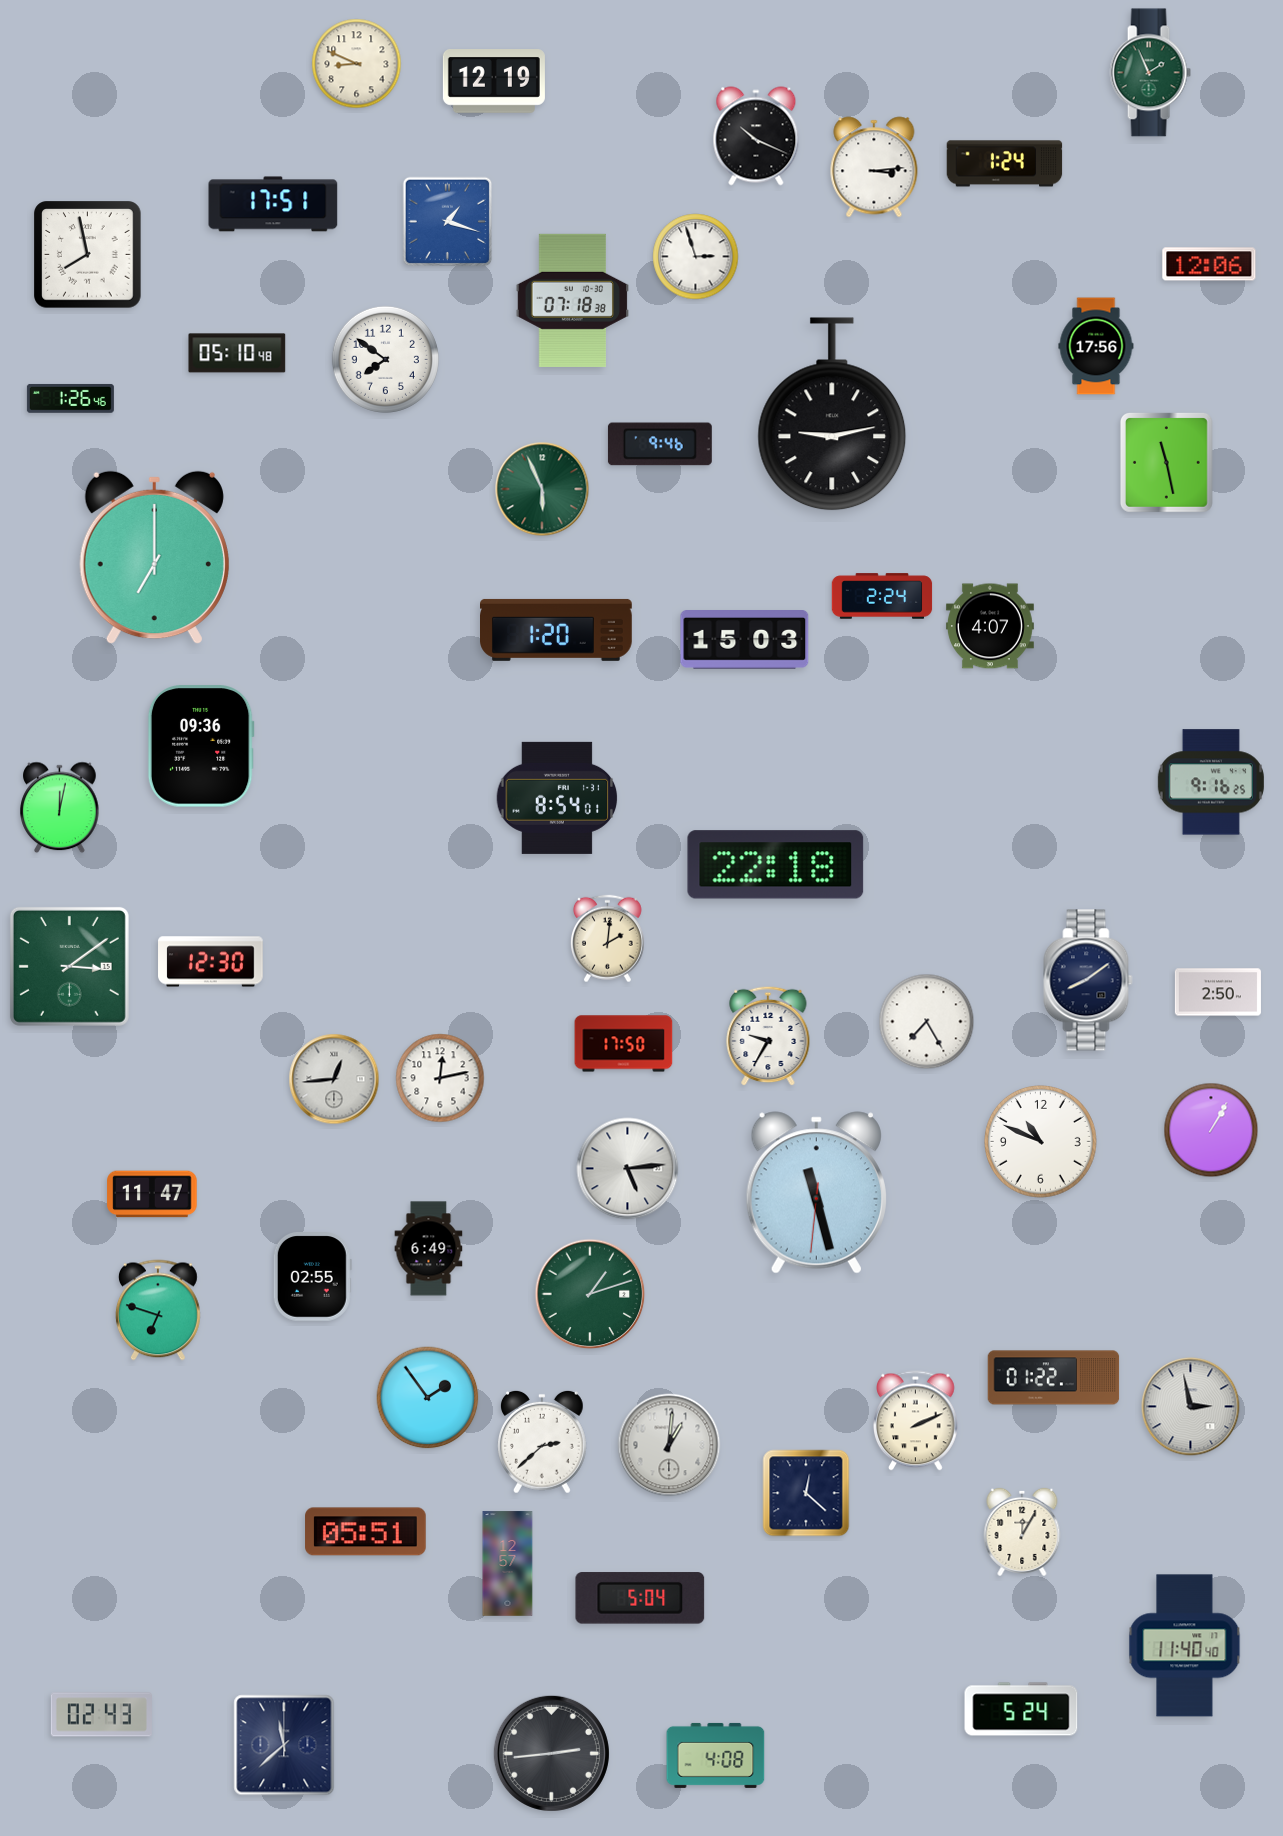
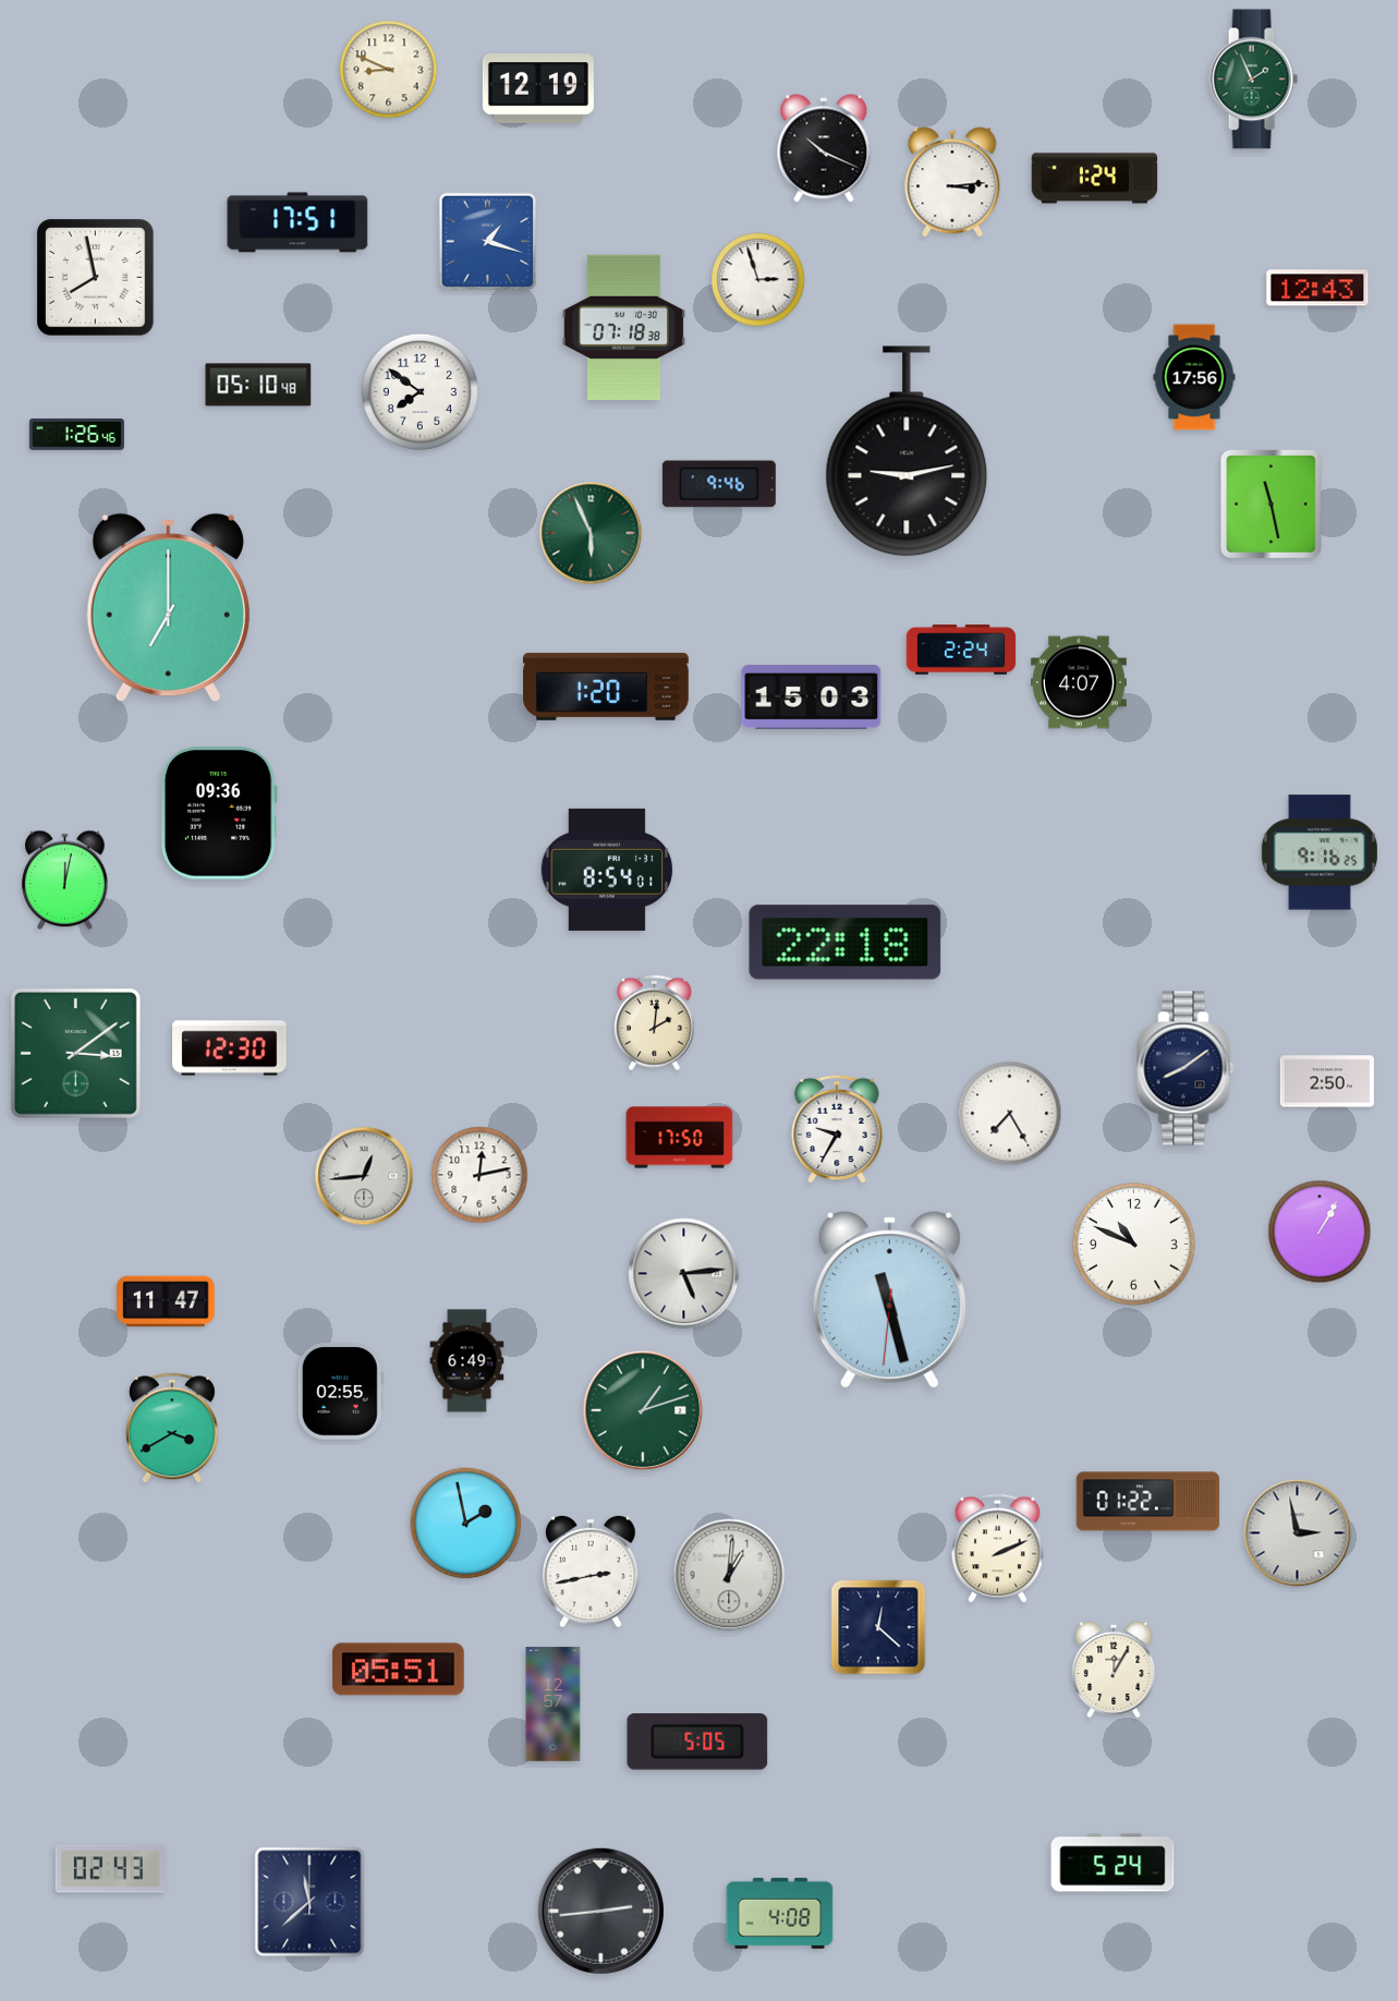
clock at (1209, 264): 12:06 -> 12:43
clock at (607, 939) position: (607, 939) -> (654, 1023)
clock at (158, 1310): 6:48 -> 3:40
clock at (428, 1398): 1:54 -> 1:58
clock at (543, 1442): 2:38 -> 2:43
clock at (640, 1598): 5:04 -> 5:05
clock at (1185, 1646): 11:40 -> none
